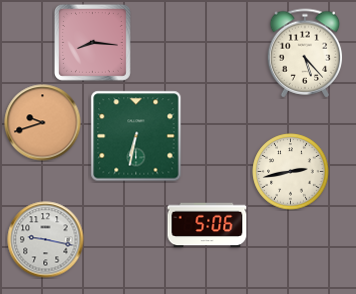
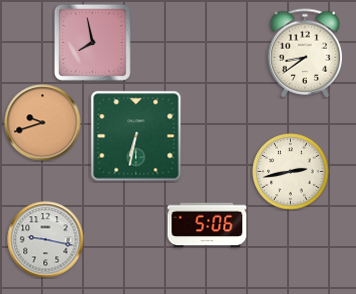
clock at (92, 42): 8:16 -> 7:58
clock at (305, 53): 5:23 -> 8:39
